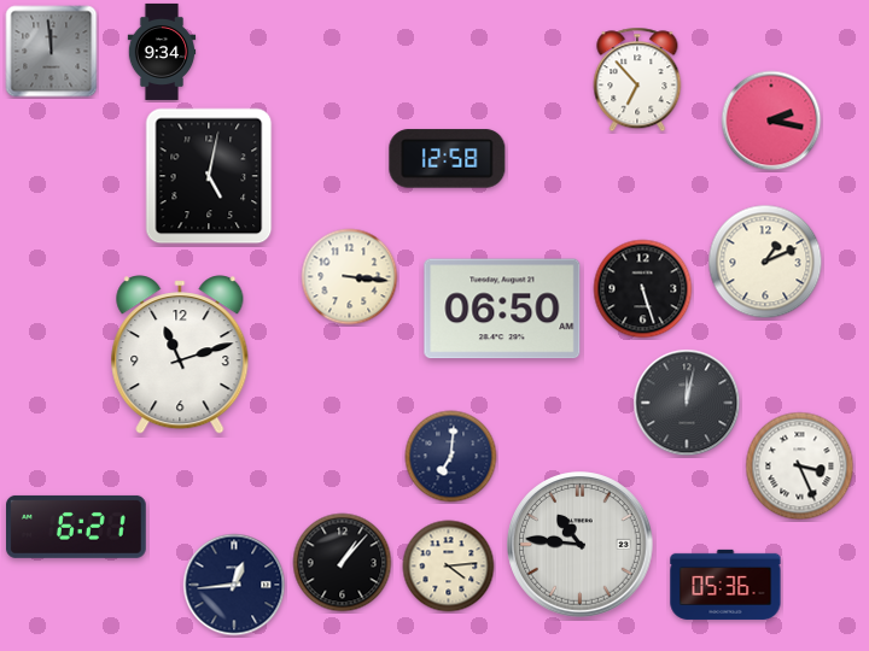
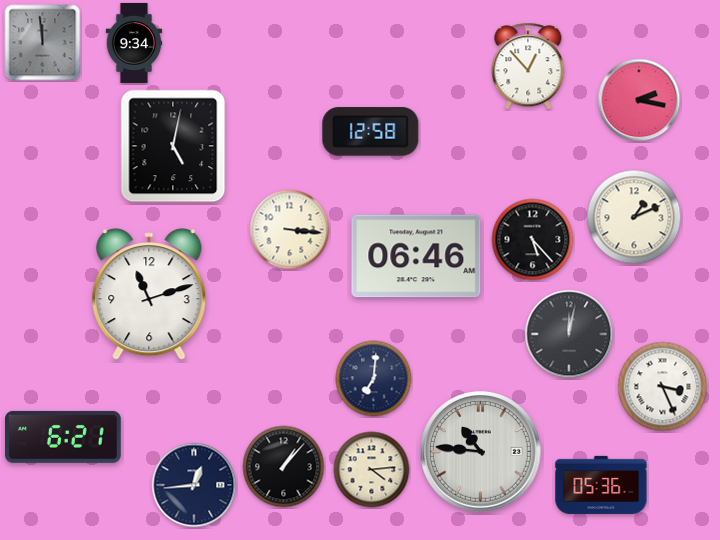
clock at (637, 80): 6:53 -> 12:53
clock at (643, 289): 5:27 -> 5:23
clock at (502, 309): 06:50 -> 06:46
